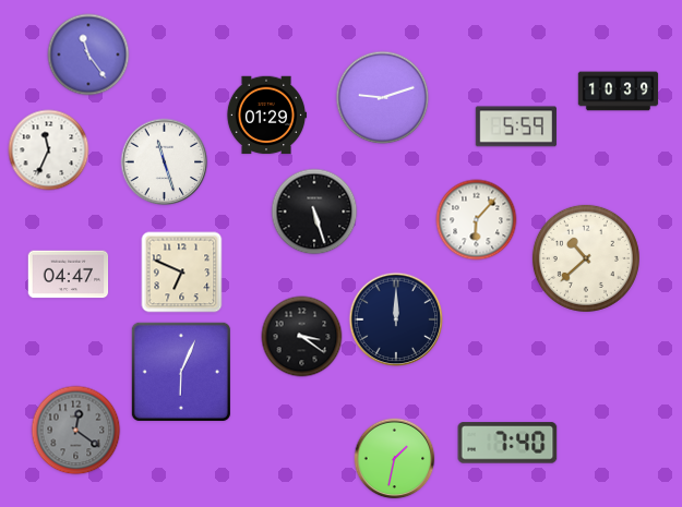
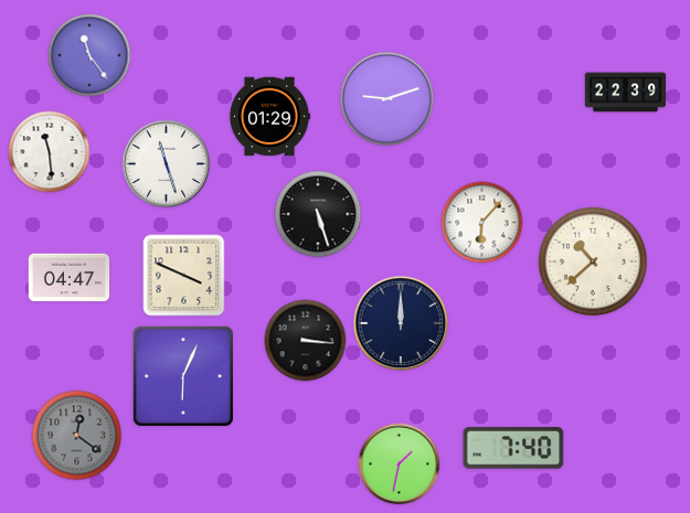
clock at (619, 92): 10:39 -> 22:39
clock at (516, 126): 5:59 -> none
clock at (49, 150): 11:34 -> 11:29
clock at (182, 273): 6:49 -> 3:49
clock at (302, 337): 3:21 -> 3:16
